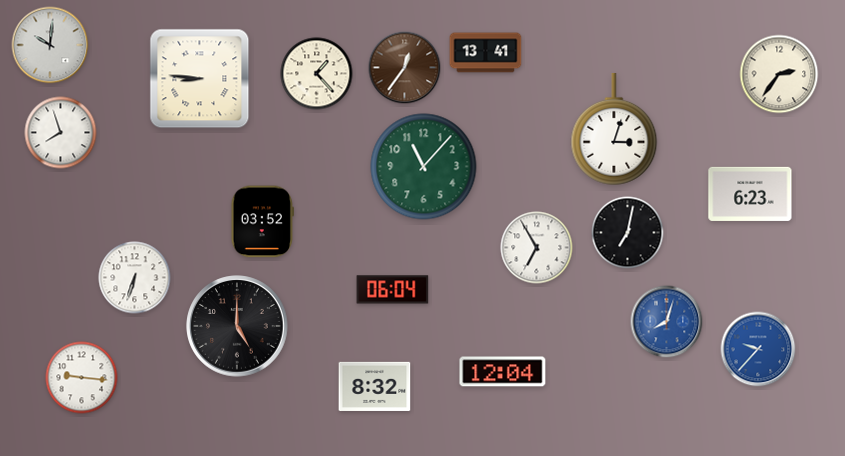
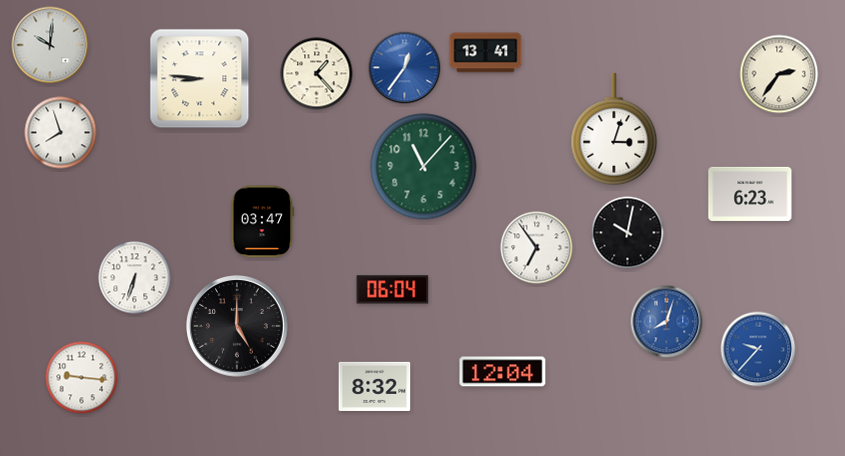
clock at (405, 68) dial: brown -> blue
clock at (262, 222): 03:52 -> 03:47
clock at (628, 233): 7:02 -> 10:02
clock at (537, 248): 6:55 -> 6:54
